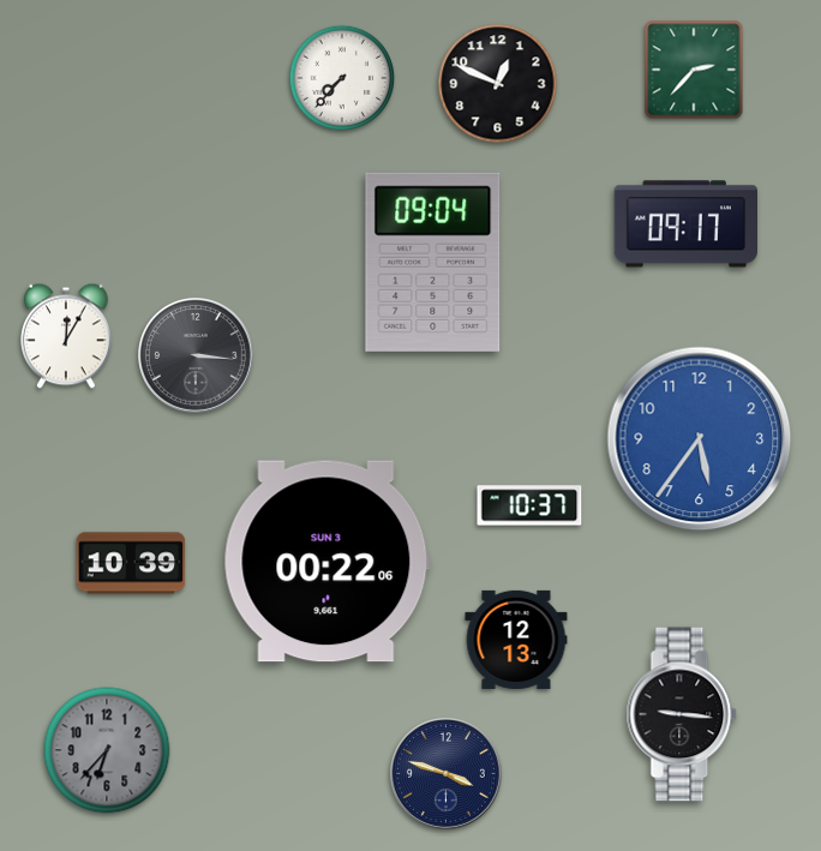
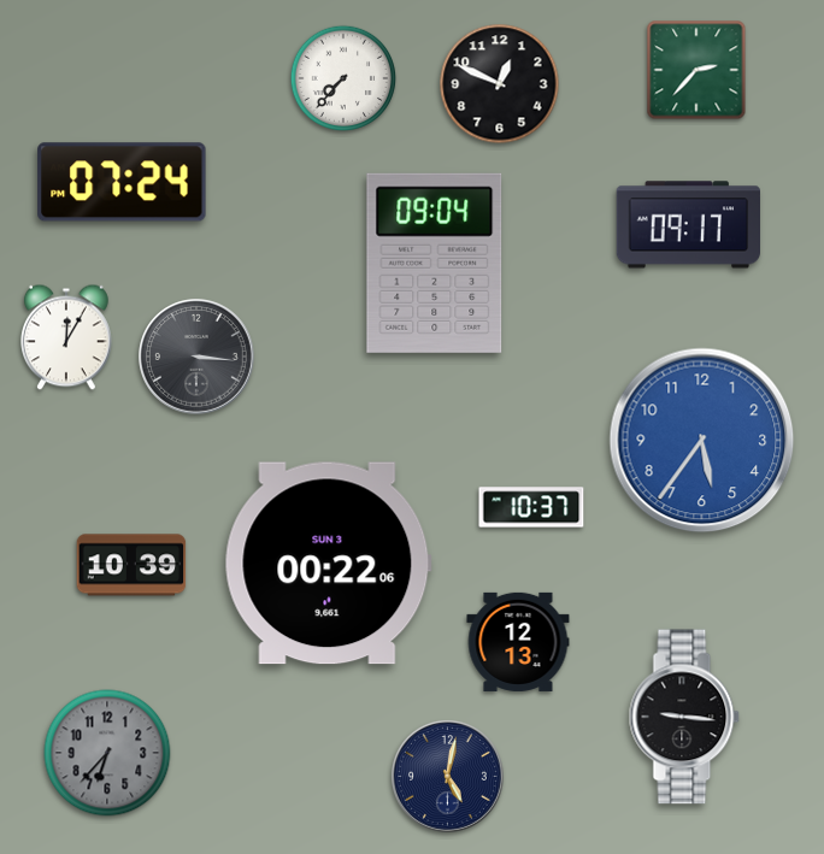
clock at (122, 182): none -> 07:24
clock at (445, 773): 3:48 -> 5:02
